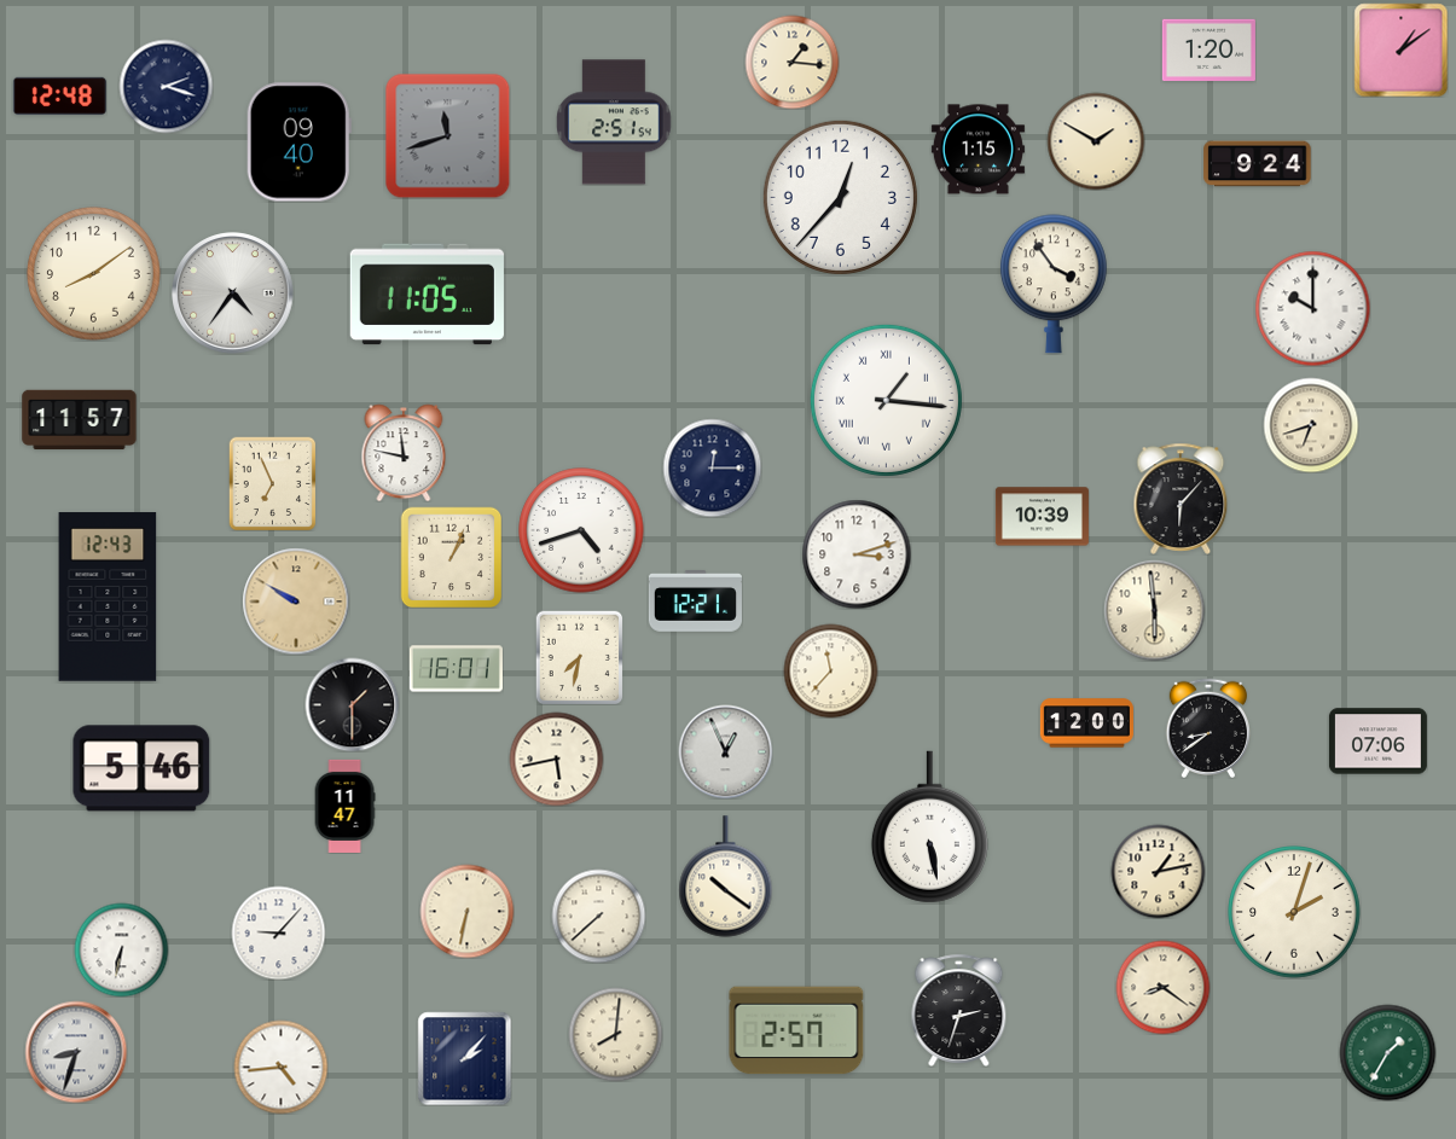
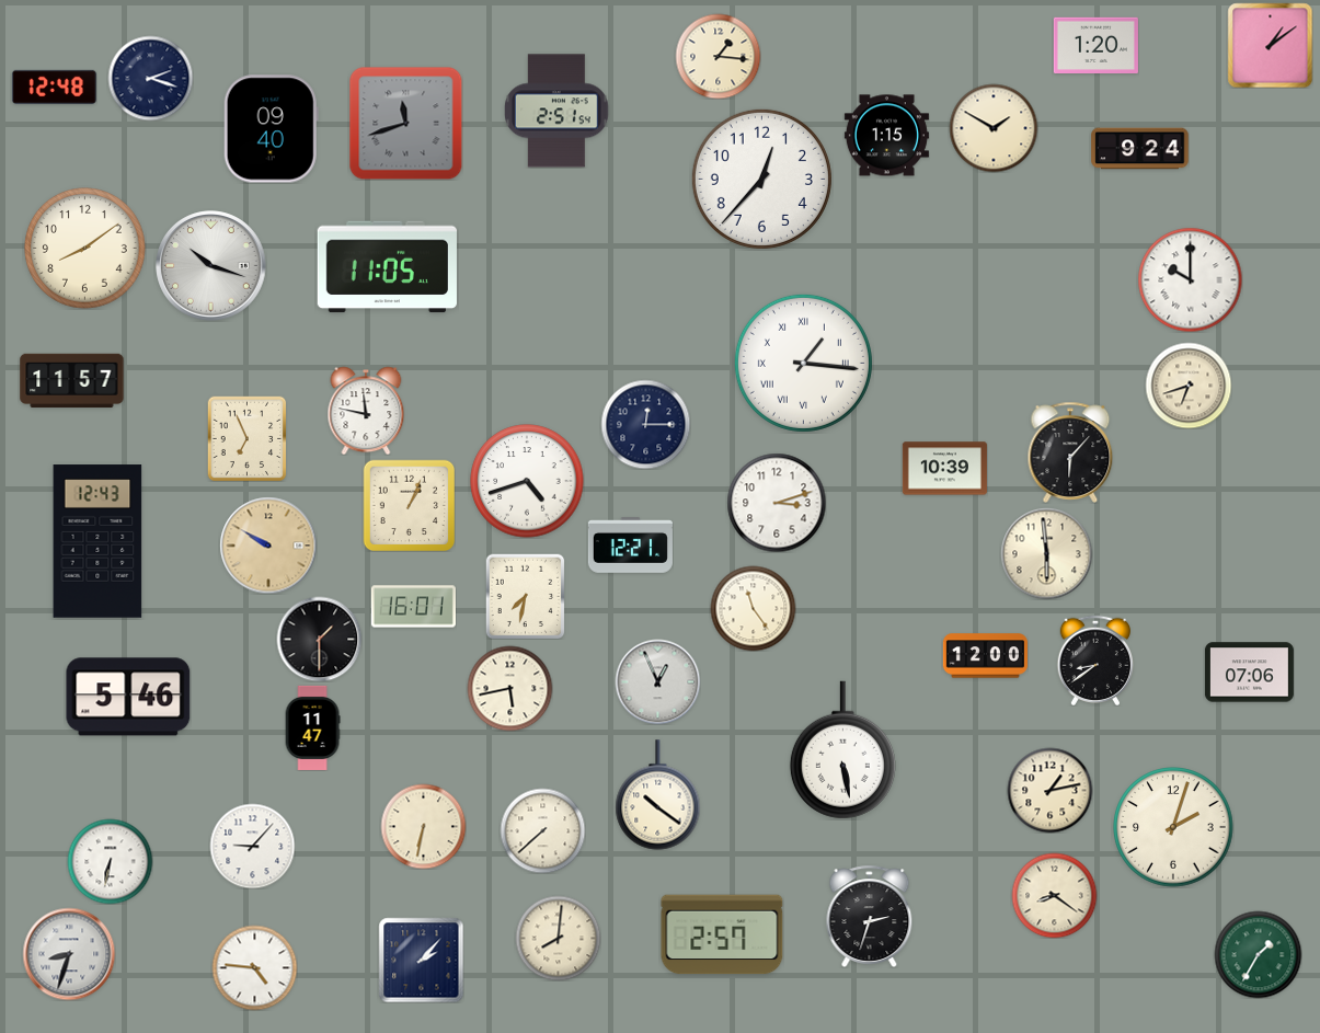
clock at (1054, 284): 3:54 -> none
clock at (233, 294): 4:36 -> 10:18
clock at (830, 670): 11:37 -> 11:24
clock at (556, 759) position: (556, 759) -> (509, 688)
clock at (344, 806) position: (344, 806) -> (312, 727)
clock at (280, 1067): 4:44 -> 4:46
